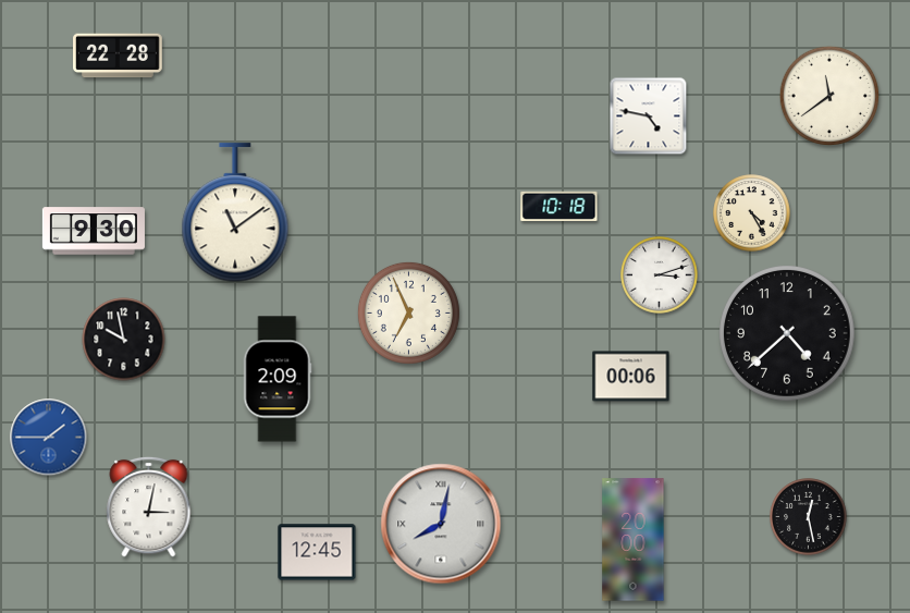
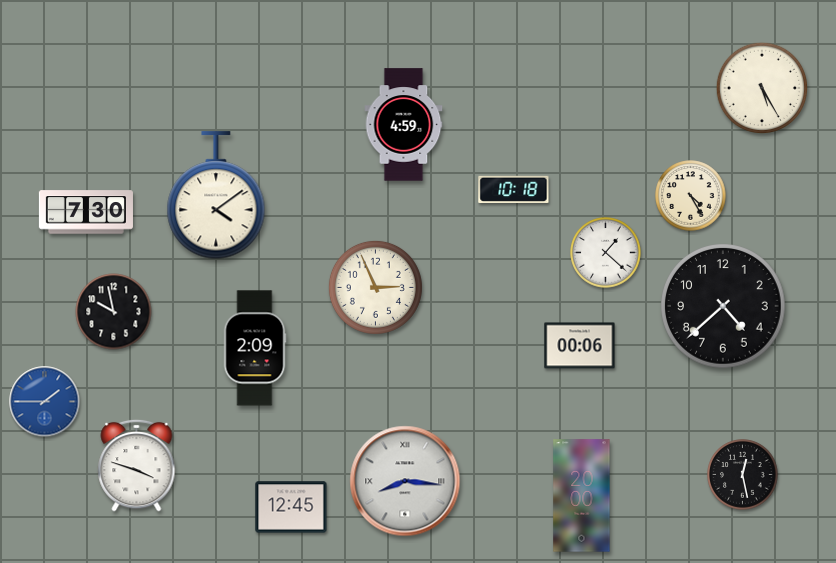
clock at (118, 56): 22:28 -> none
clock at (828, 95): 11:39 -> 5:25
clock at (649, 117): 4:47 -> none
clock at (404, 125): none -> 4:59
clock at (235, 213): 11:09 -> 4:09
clock at (94, 231): 9:30 -> 7:30
clock at (660, 275): 3:12 -> 1:22
clock at (408, 312): 6:56 -> 2:56
clock at (149, 506): 3:02 -> 3:48
clock at (441, 524): 8:02 -> 8:16
